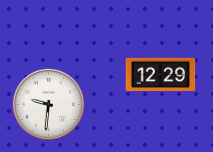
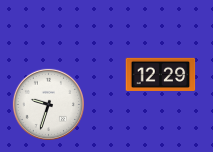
clock at (48, 104): 9:31 -> 9:33
